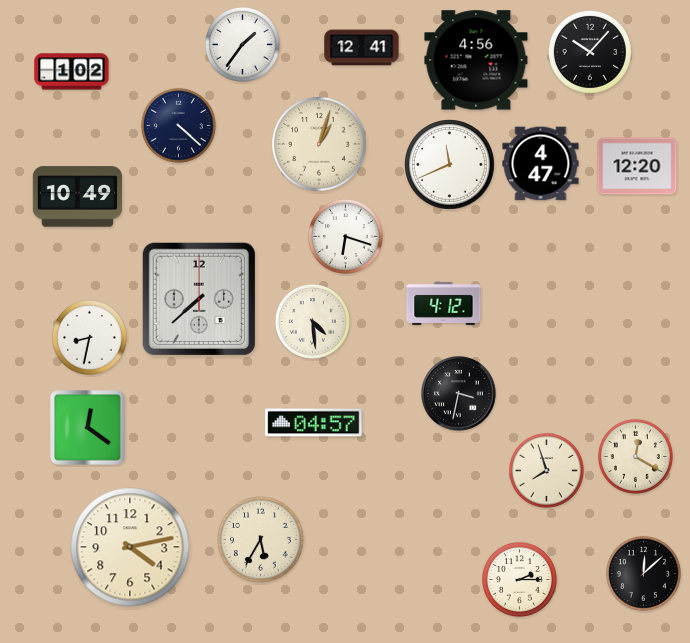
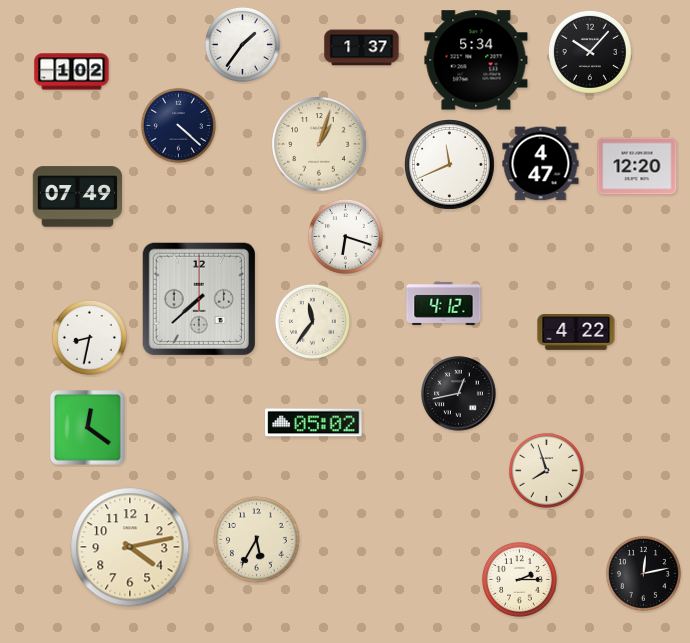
clock at (362, 48): 12:41 -> 1:37
clock at (476, 60): 4:56 -> 5:34
clock at (78, 197): 10:49 -> 07:49
clock at (312, 321): 4:29 -> 11:36
clock at (576, 333): none -> 4:22
clock at (459, 394): 3:32 -> 12:43
clock at (314, 423): 04:57 -> 05:02
clock at (635, 456): 12:20 -> none
clock at (261, 540) position: (261, 540) -> (257, 540)
clock at (643, 573): 12:08 -> 12:13
